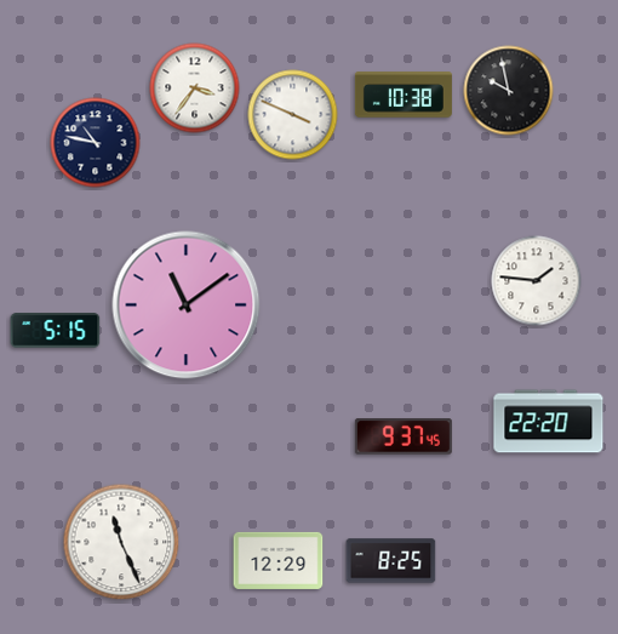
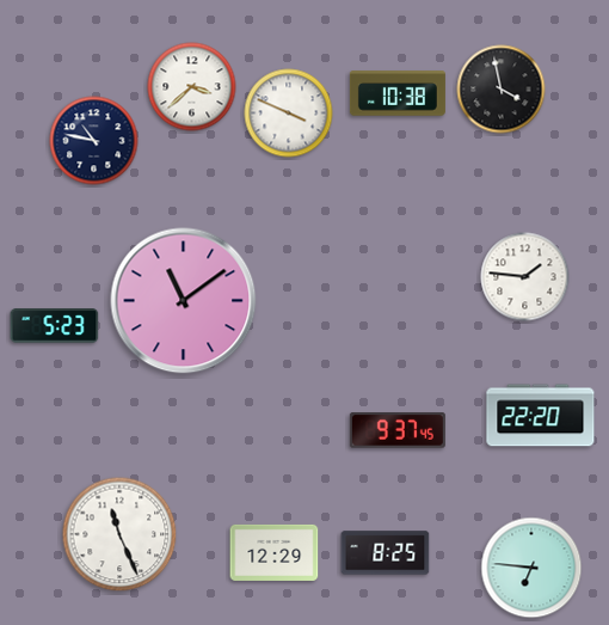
clock at (195, 88): 3:36 -> 3:38
clock at (509, 91): 9:58 -> 3:58
clock at (537, 281) position: (537, 281) -> (525, 277)
clock at (56, 331): 5:15 -> 5:23
clock at (531, 568): none -> 6:46
